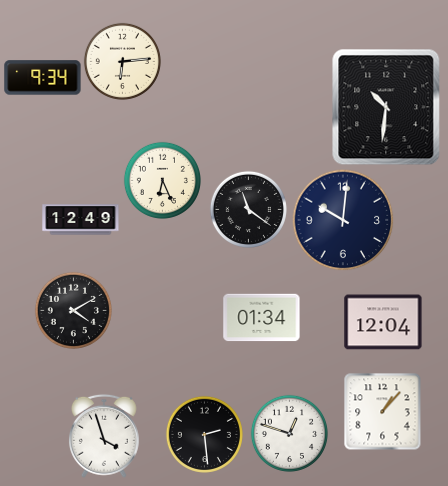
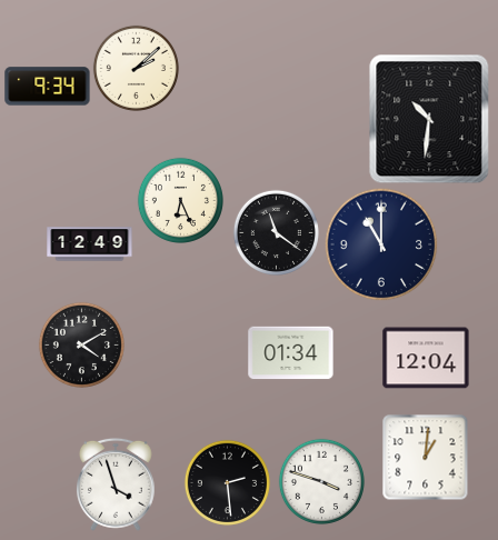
clock at (122, 61): 6:14 -> 2:08
clock at (343, 220): 10:01 -> 11:00
clock at (382, 411): 1:07 -> 1:01
clock at (289, 433): 12:48 -> 3:48
